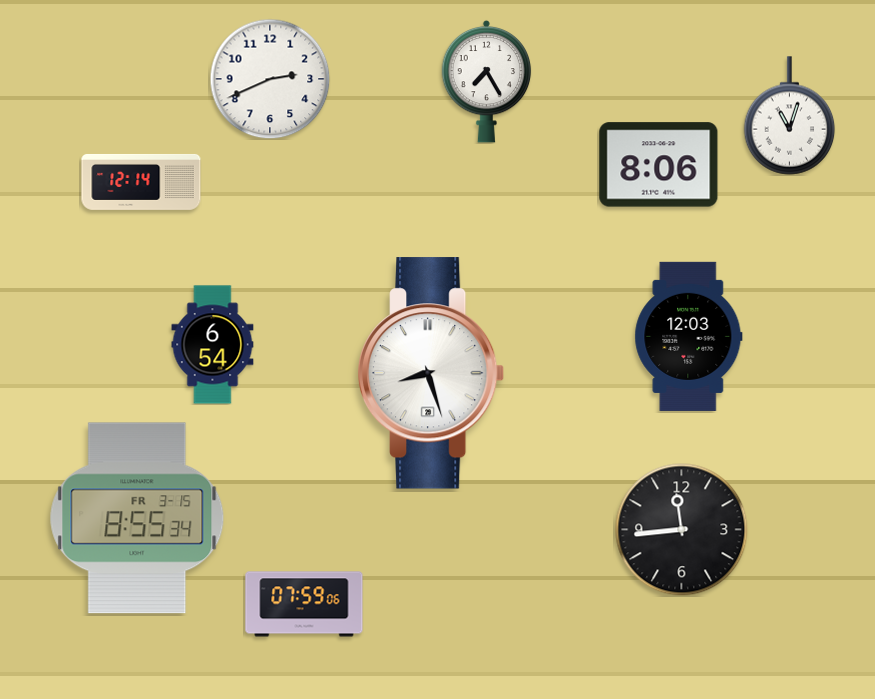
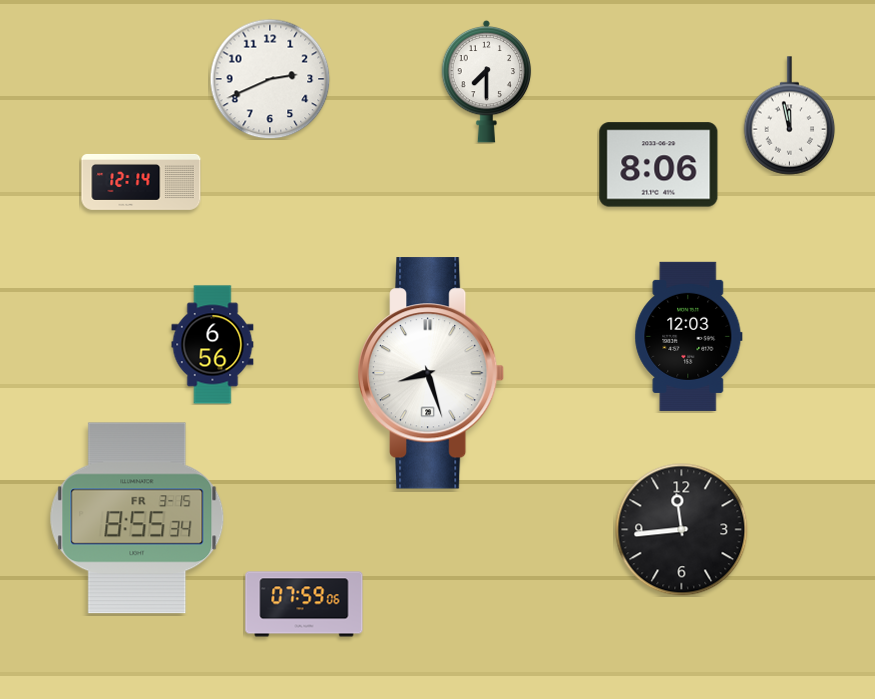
clock at (487, 81): 7:25 -> 7:30
clock at (790, 116): 11:03 -> 11:58
clock at (213, 345): 6:54 -> 6:56
